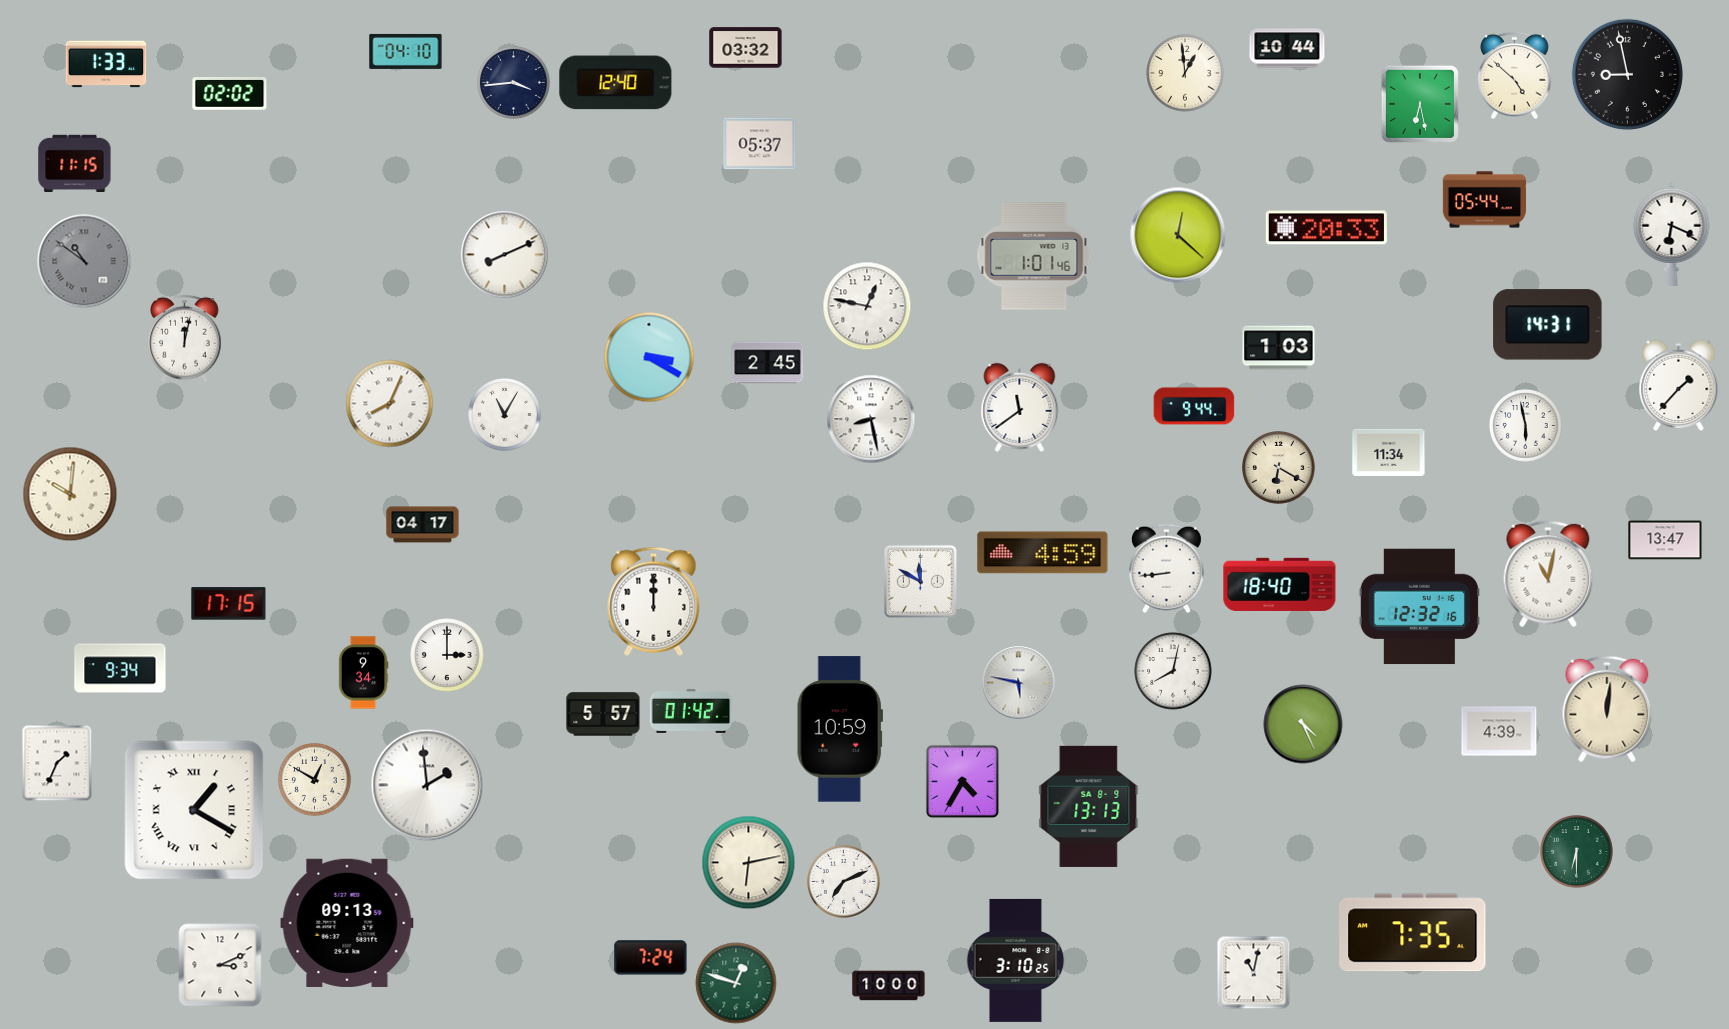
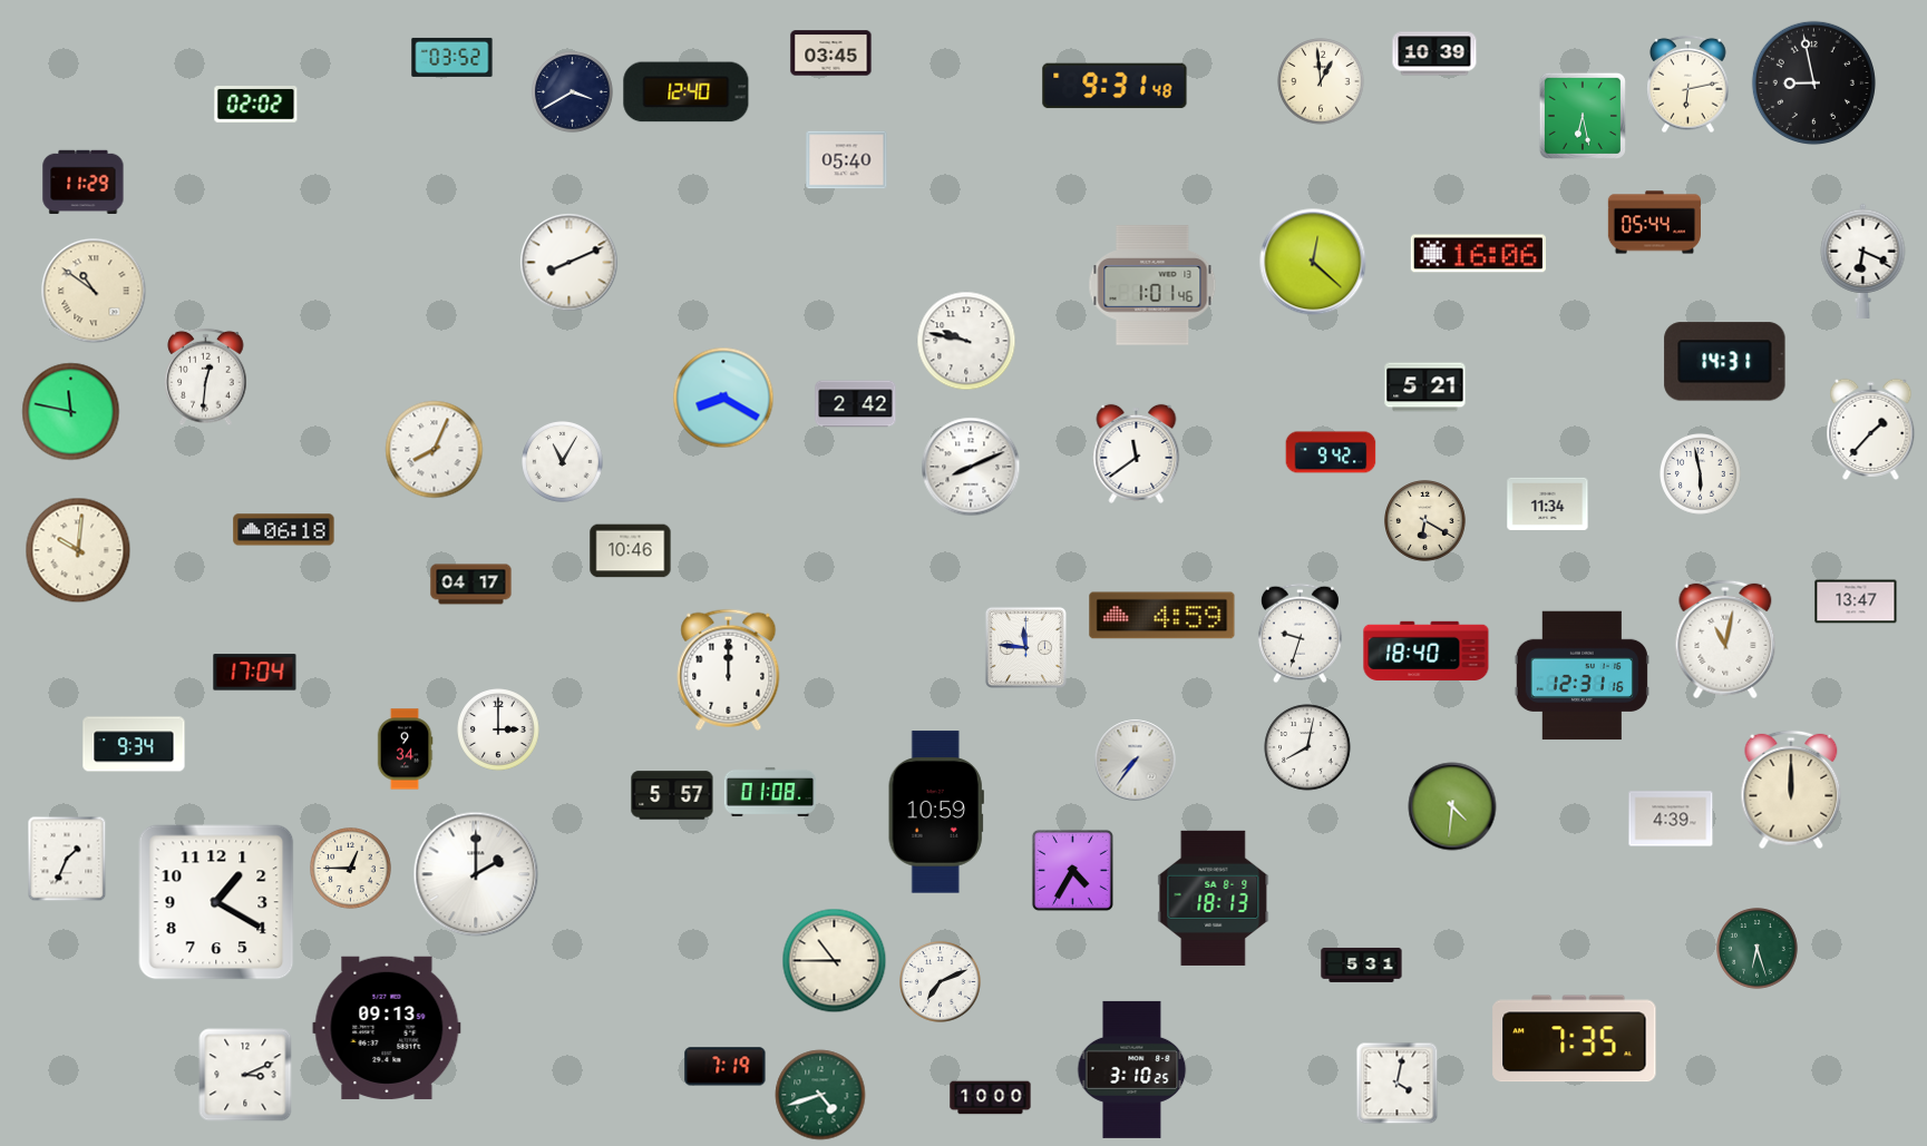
clock at (746, 48): 03:32 -> 03:45
clock at (1287, 48): 10:44 -> 10:39
clock at (406, 51): 04:10 -> 03:52
clock at (106, 64): 1:33 -> none
clock at (1515, 76): 4:52 -> 6:13
clock at (1115, 86): none -> 9:31
clock at (514, 83): 3:44 -> 3:40
clock at (760, 144): 05:37 -> 05:40
clock at (75, 163): 11:15 -> 11:29
clock at (1326, 228): 20:33 -> 16:06
clock at (505, 255) position: (505, 255) -> (570, 263)
clock at (84, 261) dial: grey -> cream
clock at (867, 306): 12:47 -> 9:47
clock at (185, 339): 12:02 -> 12:31
clock at (1279, 348): 1:03 -> 5:21
clock at (649, 357): 3:20 -> 8:20
clock at (768, 363): 2:45 -> 2:42
clock at (71, 412): none -> 11:47
clock at (1194, 406): 9:44 -> 9:42
clock at (871, 419): 8:28 -> 8:11
clock at (284, 530): none -> 06:18
clock at (631, 551): none -> 10:46
clock at (1166, 569): 8:44 -> 9:33
clock at (920, 581): 11:50 -> 11:46
clock at (229, 604): 17:15 -> 17:04
clock at (1419, 607): 12:32 -> 12:31
clock at (1019, 683): 5:47 -> 7:36
clock at (1607, 709): 12:01 -> 12:00
clock at (691, 711): 01:42 -> 01:08
clock at (1303, 724): 4:26 -> 4:31
clock at (1499, 731) position: (1499, 731) -> (1671, 819)
clock at (57, 763) position: (57, 763) -> (67, 859)
clock at (315, 780): 12:50 -> 12:45
clock at (427, 785): 1:59 -> 2:00
clock at (1089, 806): 13:13 -> 18:13
clock at (194, 810) numerals: Roman -> Arabic
clock at (1577, 852): 6:30 -> 6:27
clock at (749, 863): 6:13 -> 10:45
clock at (1362, 966): none -> 5:31
clock at (651, 958): 7:24 -> 7:19
clock at (1254, 973): 11:02 -> 4:02
clock at (736, 983): 12:48 -> 4:42
